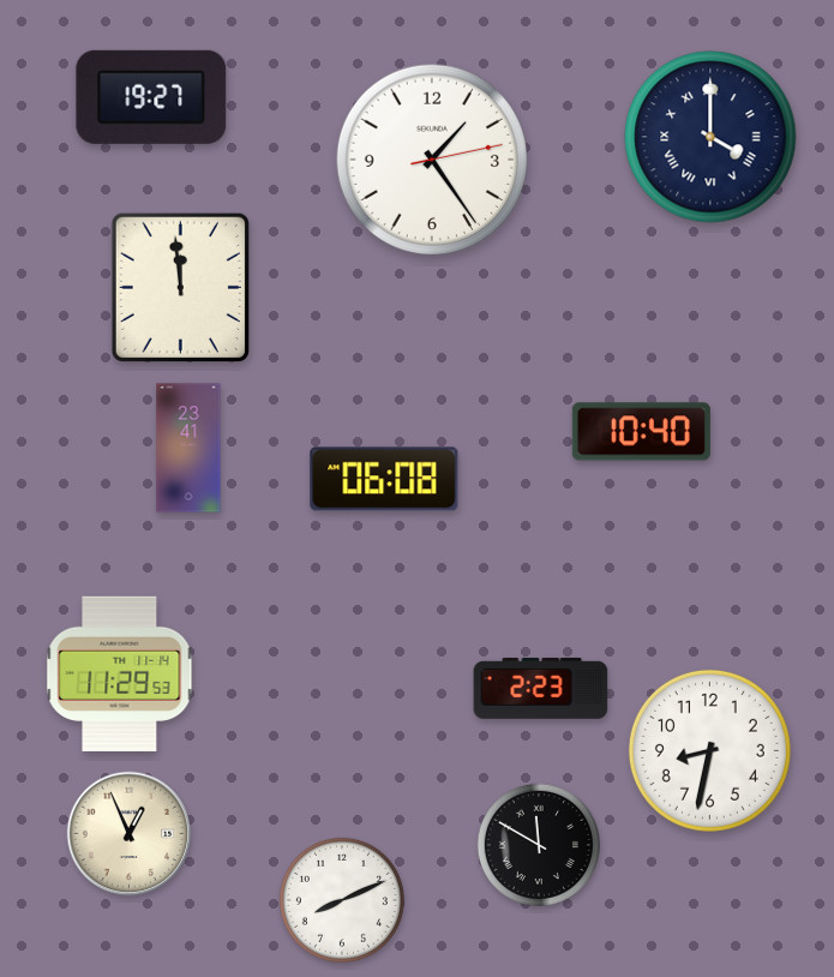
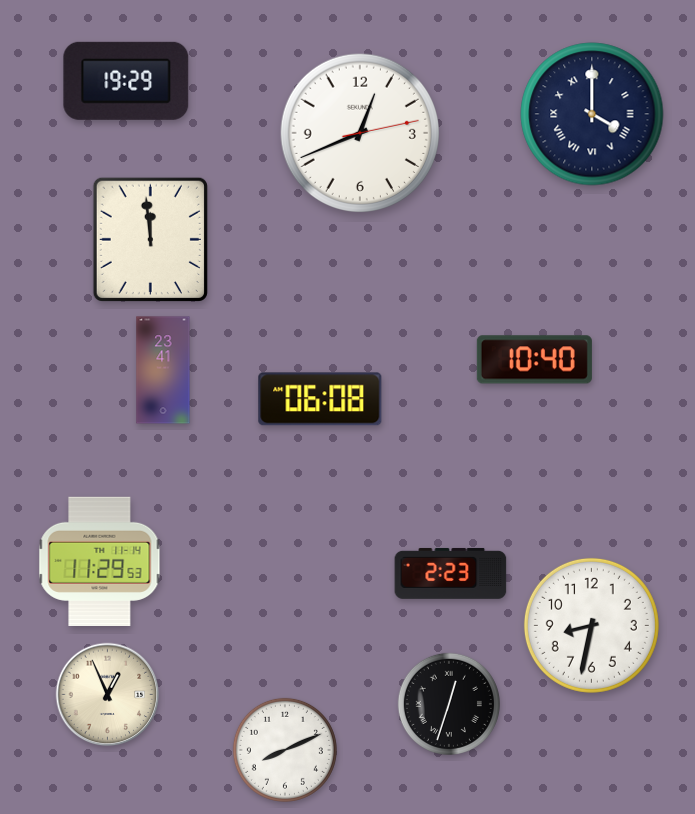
clock at (151, 97): 19:27 -> 19:29
clock at (431, 158): 1:24 -> 12:41
clock at (188, 448) position: (188, 448) -> (163, 370)
clock at (539, 845): 11:50 -> 12:33
